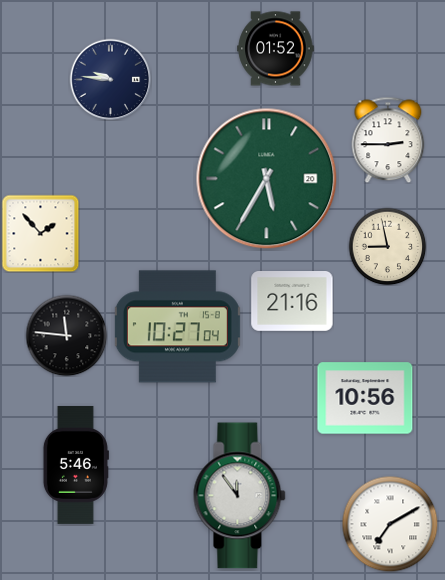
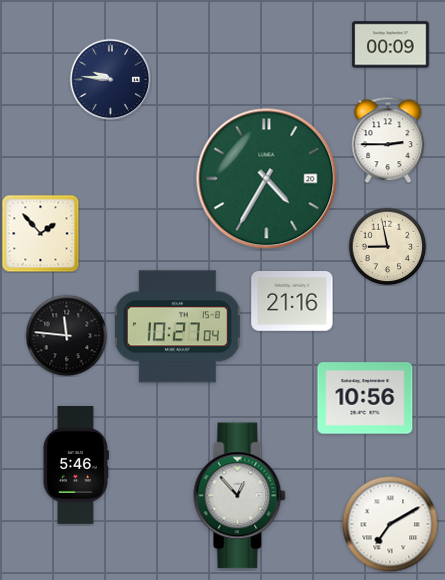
clock at (391, 45): none -> 00:09
clock at (276, 49): 01:52 -> none
clock at (267, 179): 5:35 -> 4:35
clock at (240, 496): 11:54 -> 12:53
